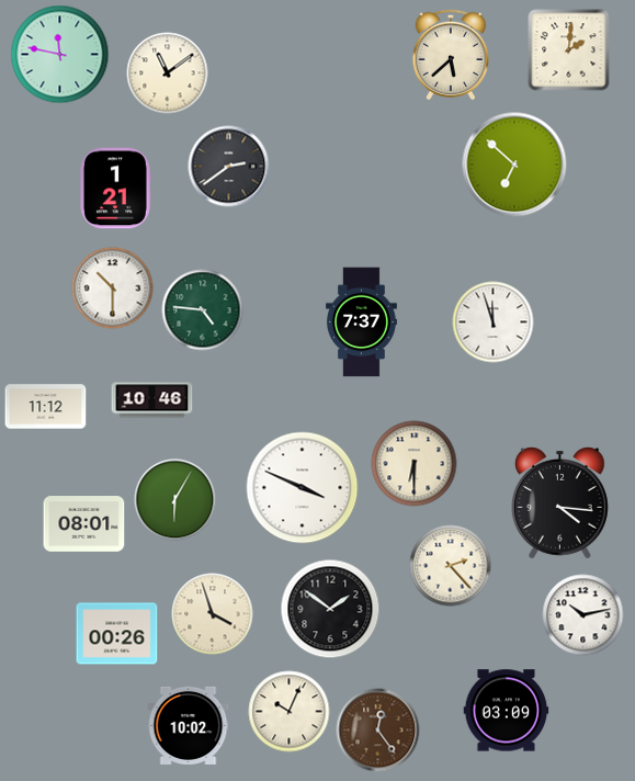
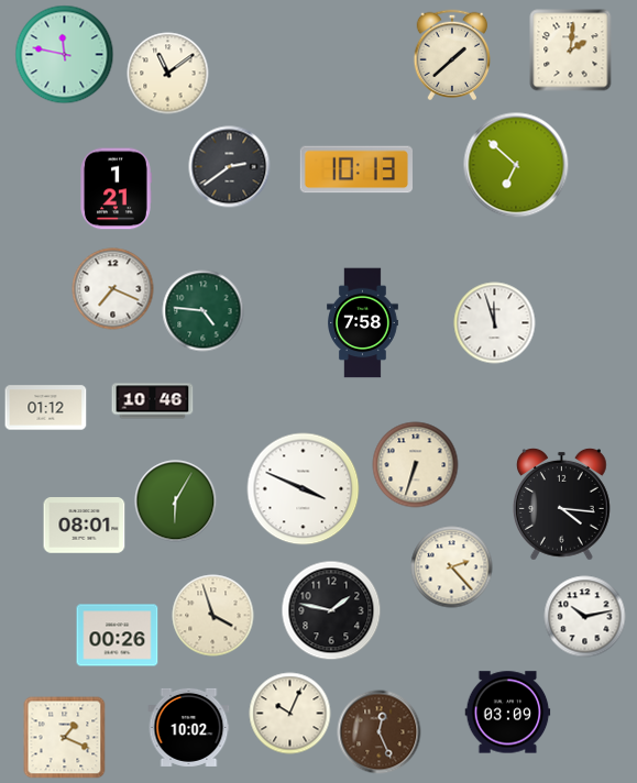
clock at (60, 55) position: (60, 55) -> (65, 55)
clock at (451, 55): 5:38 -> 1:38
clock at (355, 169): none -> 10:13
clock at (113, 288): 10:30 -> 7:19
clock at (362, 322): 7:37 -> 7:58
clock at (46, 407): 11:12 -> 01:12
clock at (415, 464): 6:30 -> 6:33
clock at (330, 609): 1:51 -> 1:47
clock at (378, 731): 12:24 -> 12:26
clock at (65, 738): none -> 1:19
